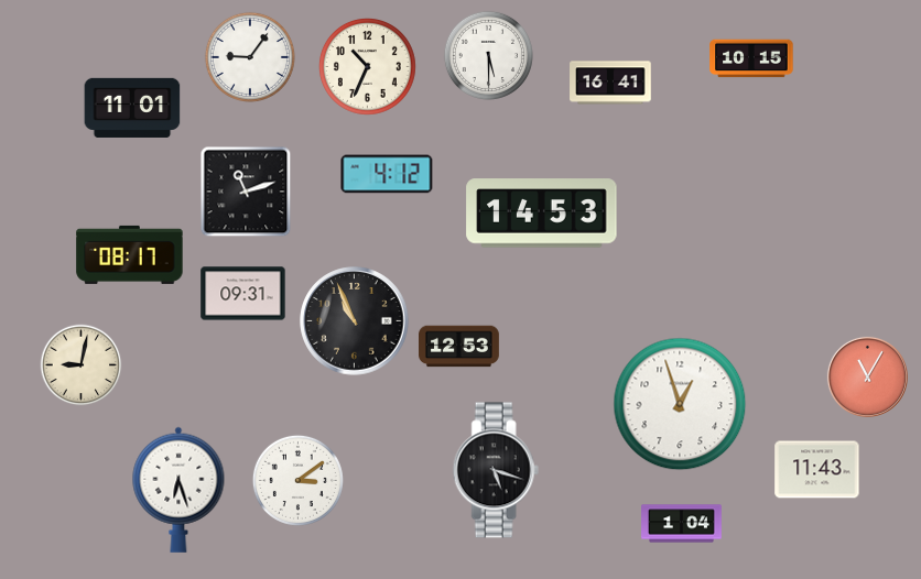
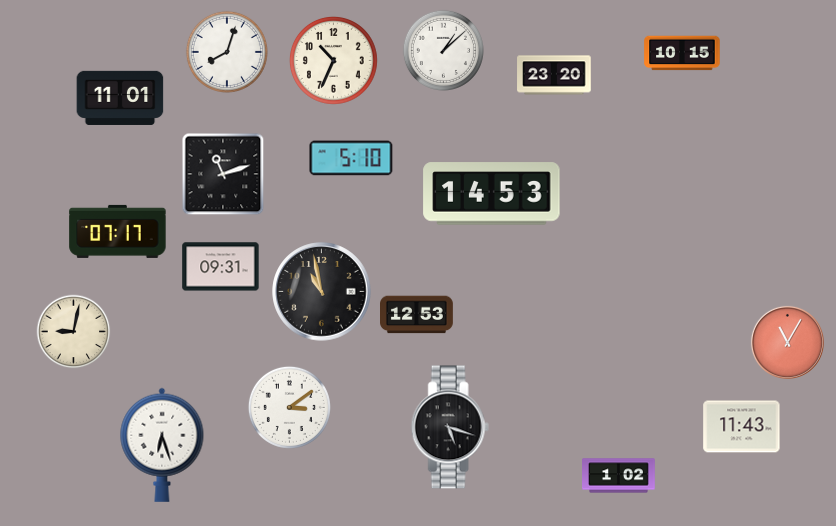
clock at (488, 55): 5:30 -> 1:08
clock at (250, 57): 9:06 -> 8:03
clock at (610, 83): 16:41 -> 23:20
clock at (387, 174): 4:12 -> 5:10
clock at (130, 254): 08:17 -> 07:17
clock at (355, 321): 10:56 -> 10:58
clock at (680, 404): 12:57 -> none
clock at (297, 480) position: (297, 480) -> (289, 407)
clock at (682, 524): 1:04 -> 1:02
